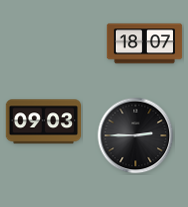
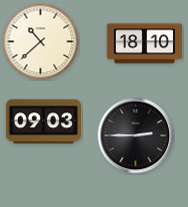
clock at (41, 42): none -> 10:38
clock at (145, 44): 18:07 -> 18:10
